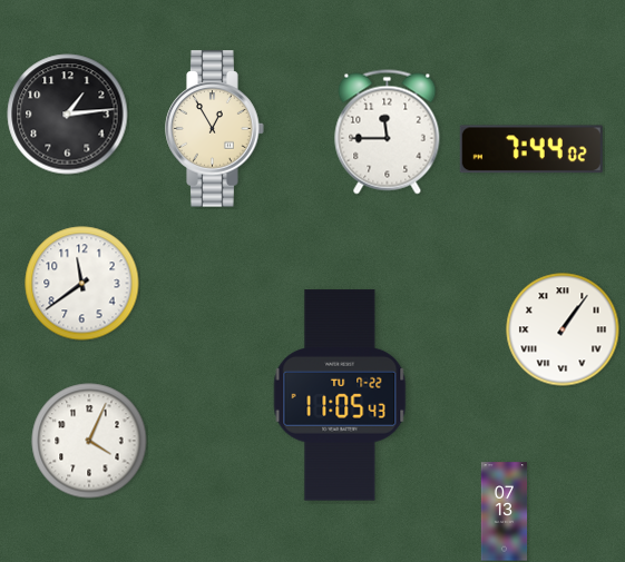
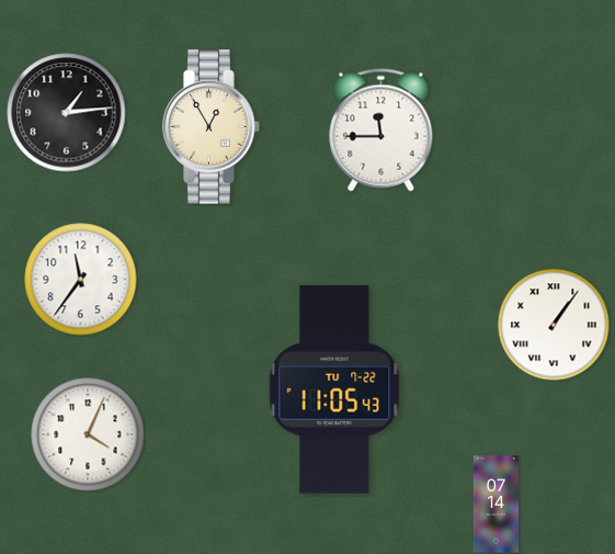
clock at (531, 149): 7:44 -> none
clock at (82, 284): 11:39 -> 11:36
clock at (505, 512): 07:13 -> 07:14
